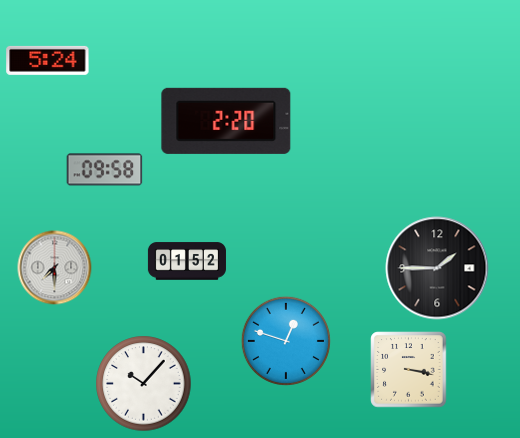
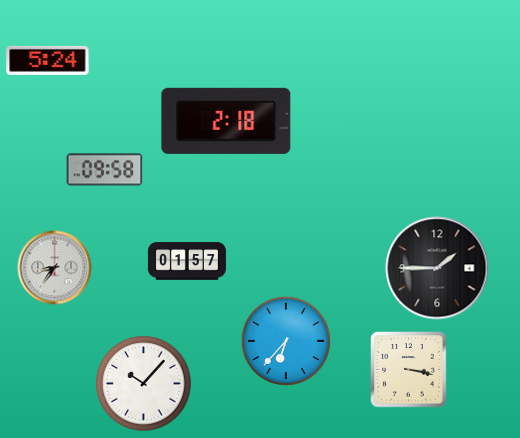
clock at (226, 121): 2:20 -> 2:18
clock at (187, 261): 01:52 -> 01:57
clock at (55, 268): 7:30 -> 8:36
clock at (286, 341): 12:48 -> 6:37
